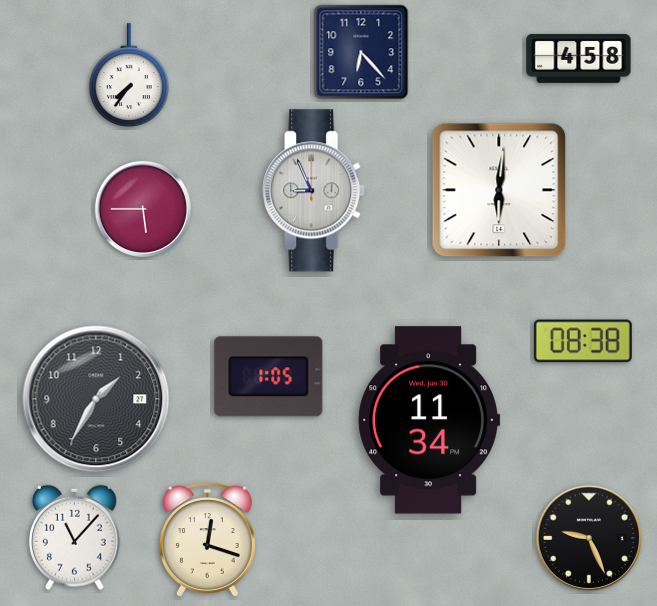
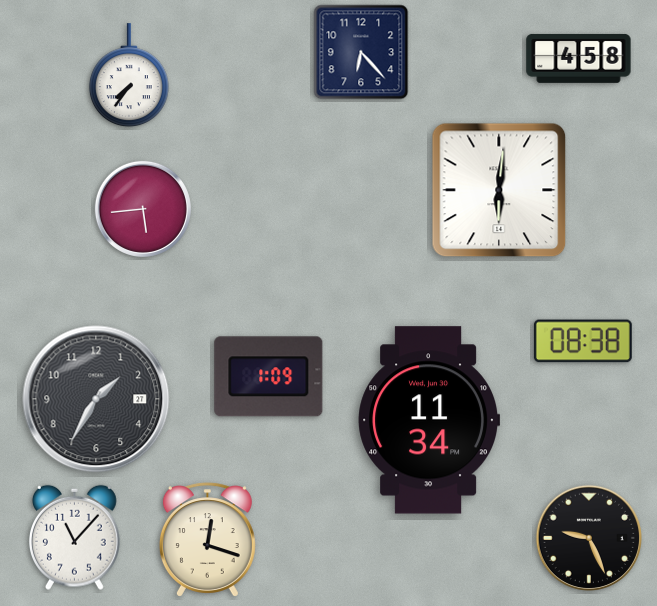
clock at (314, 191): 8:56 -> none
clock at (143, 209): 5:45 -> 5:44
clock at (269, 377): 1:05 -> 1:09
